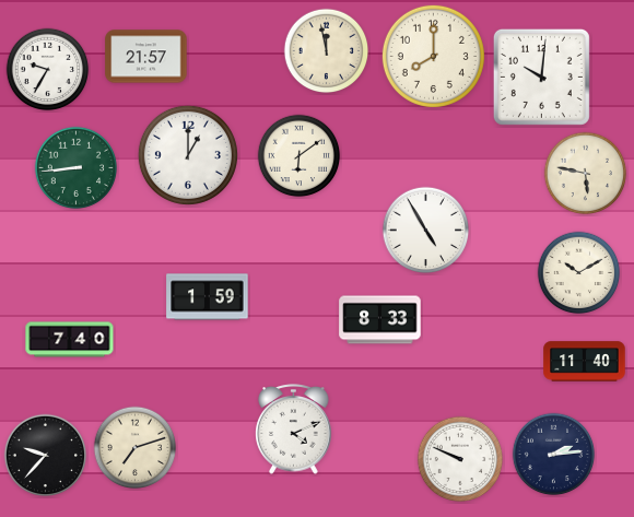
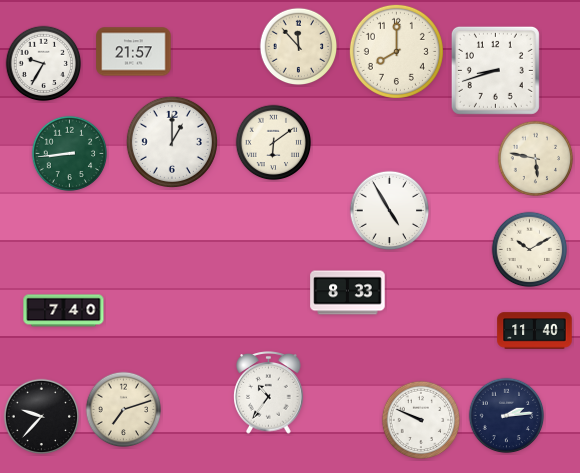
clock at (327, 51): 11:58 -> 11:53
clock at (541, 77): 10:01 -> 8:42
clock at (208, 297): 1:59 -> none
clock at (294, 430): 4:11 -> 10:36
